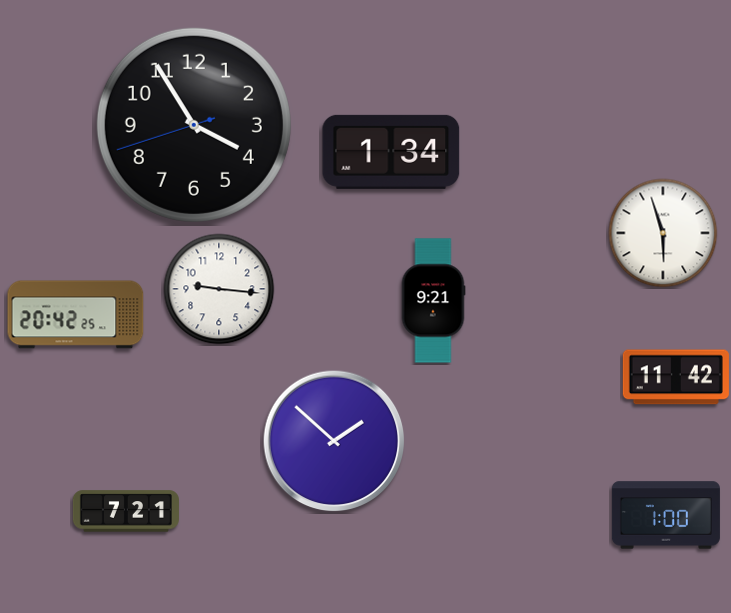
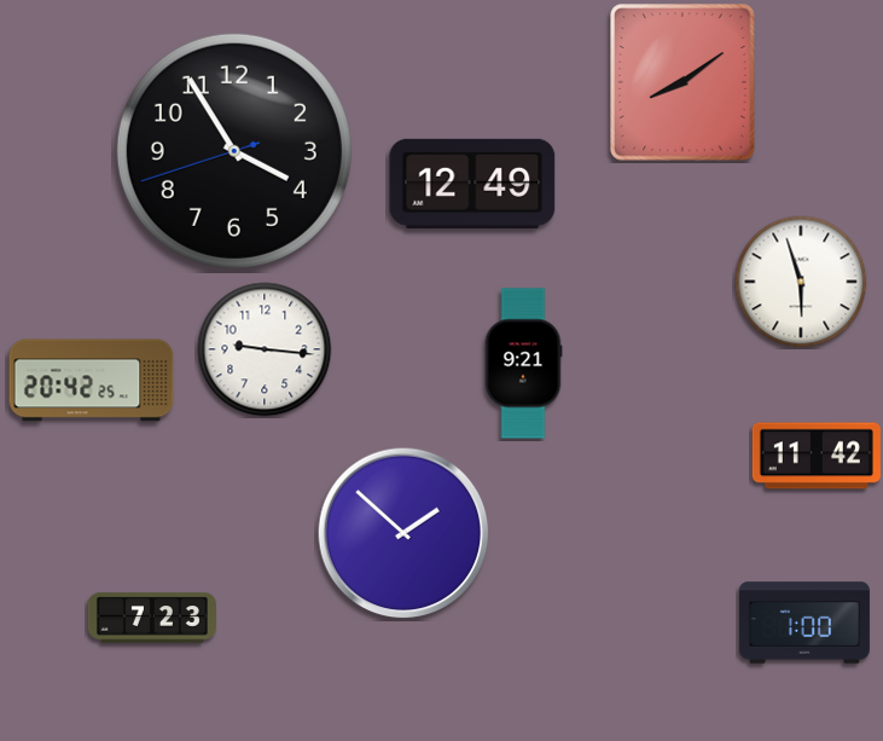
clock at (684, 82): none -> 8:09
clock at (391, 152): 1:34 -> 12:49
clock at (126, 511): 7:21 -> 7:23
